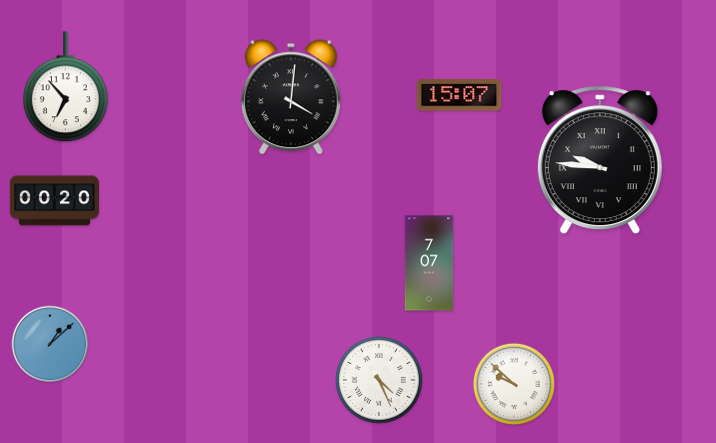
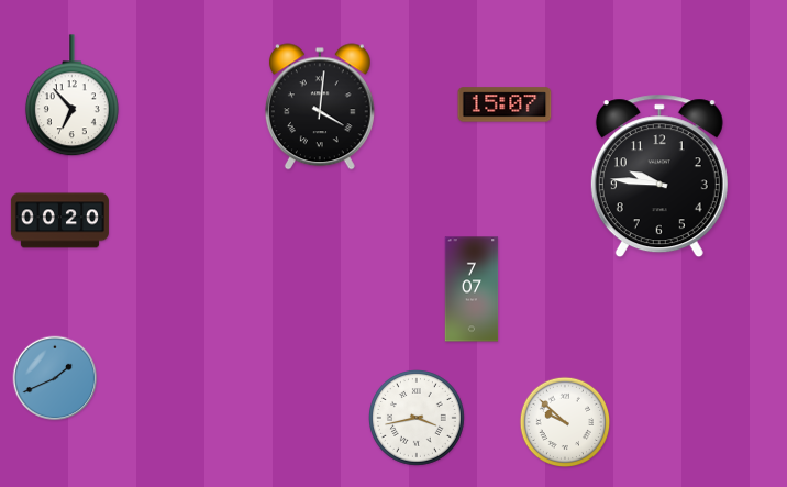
clock at (600, 160) numerals: Roman -> Arabic
clock at (50, 344): 1:08 -> 1:41
clock at (380, 381): 4:26 -> 3:43
